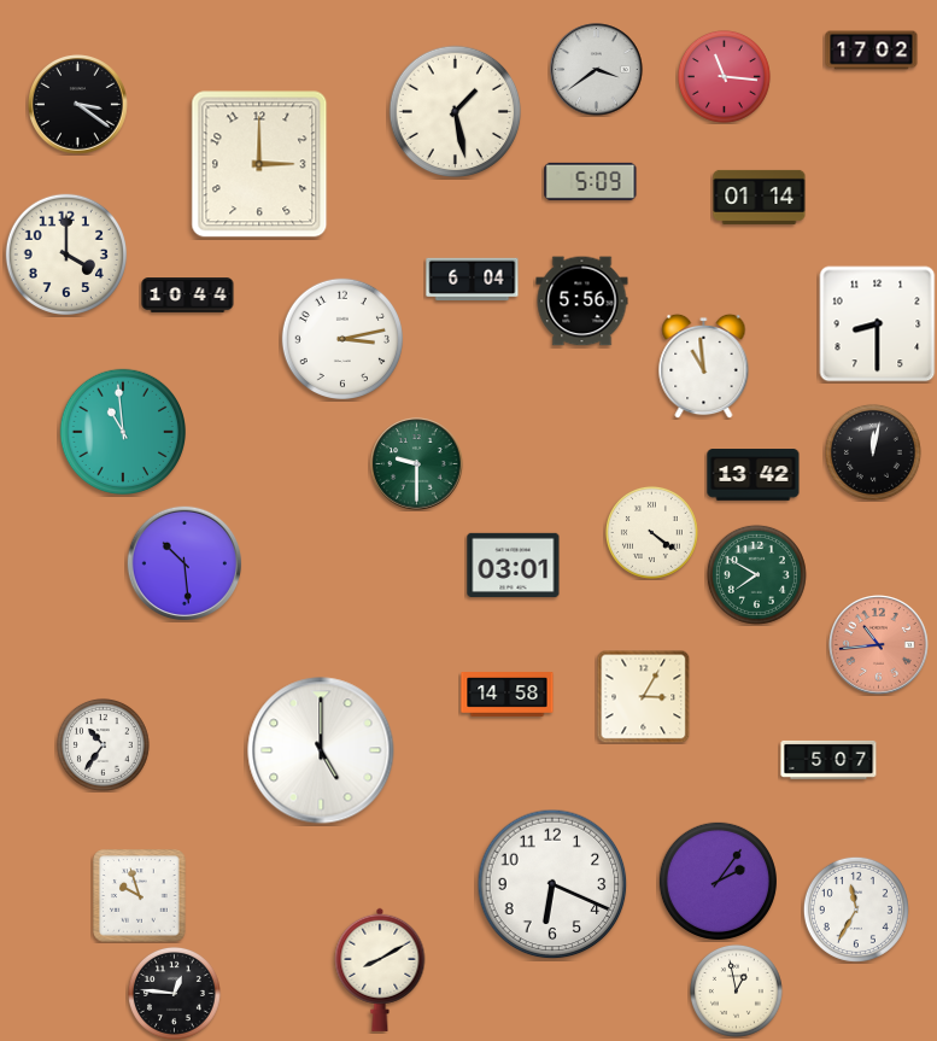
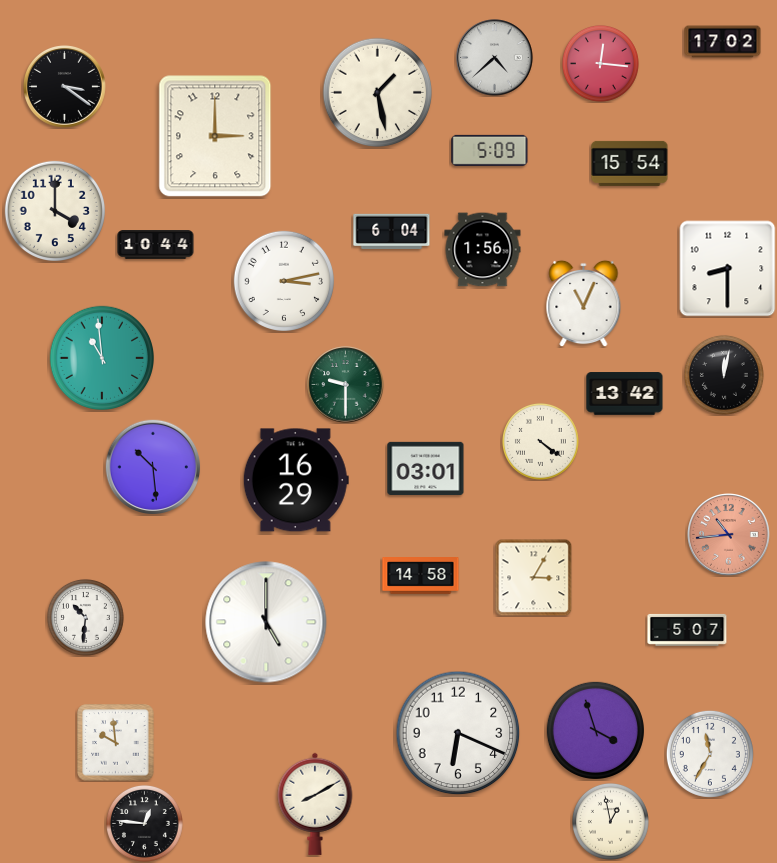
clock at (597, 70): 3:39 -> 4:38
clock at (724, 76): 11:16 -> 12:16
clock at (760, 197): 01:14 -> 15:54
clock at (582, 302): 5:56 -> 1:56
clock at (704, 365): 10:59 -> 11:04
clock at (756, 574): 7:50 -> none
clock at (296, 480): none -> 16:29
clock at (103, 744): 10:36 -> 10:31
clock at (718, 881): 2:06 -> 3:57
clock at (140, 896): 9:57 -> 9:59
